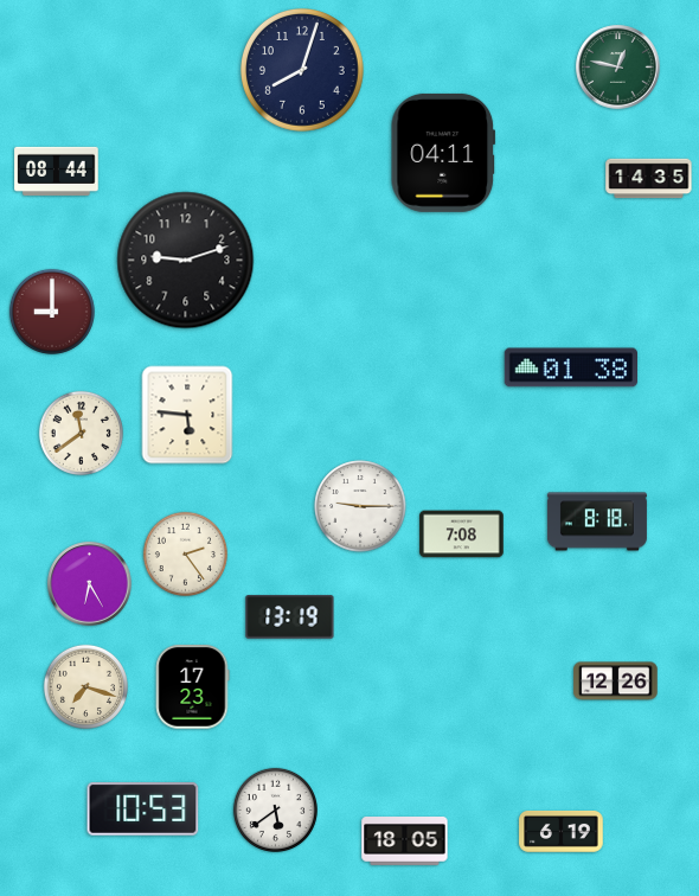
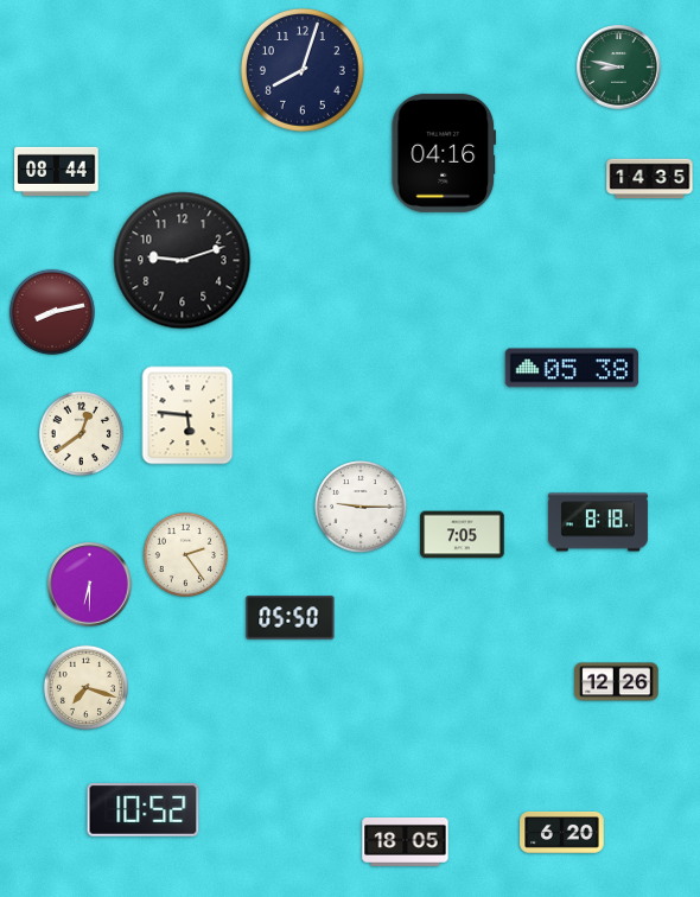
clock at (618, 68): 12:47 -> 8:47
clock at (443, 153): 04:11 -> 04:16
clock at (186, 261) position: (186, 261) -> (183, 261)
clock at (52, 312): 9:00 -> 8:13
clock at (570, 367): 01:38 -> 05:38
clock at (81, 433): 11:39 -> 12:39
clock at (462, 535): 7:08 -> 7:05
clock at (90, 584): 6:25 -> 6:30
clock at (290, 617): 13:19 -> 05:50
clock at (193, 687): 17:23 -> none
clock at (143, 809): 10:53 -> 10:52
clock at (275, 809): 5:39 -> none
clock at (562, 832): 6:19 -> 6:20
